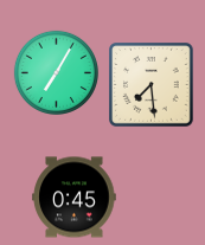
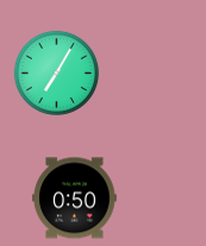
clock at (152, 85): 7:29 -> none
clock at (75, 198): 0:45 -> 0:50
